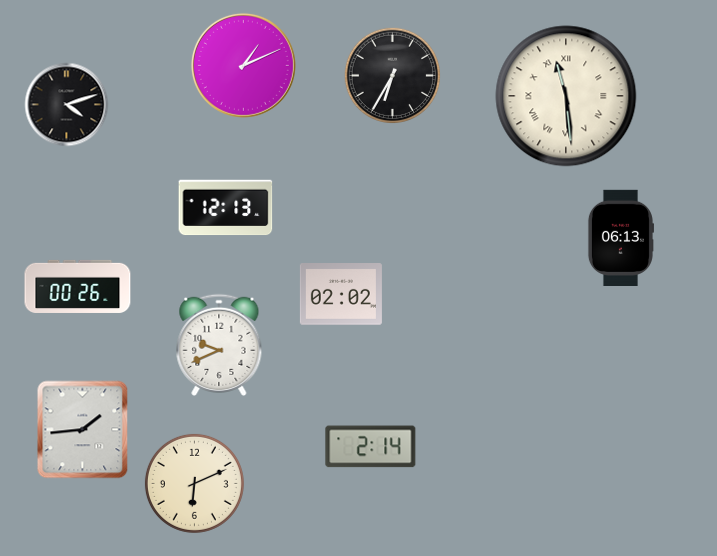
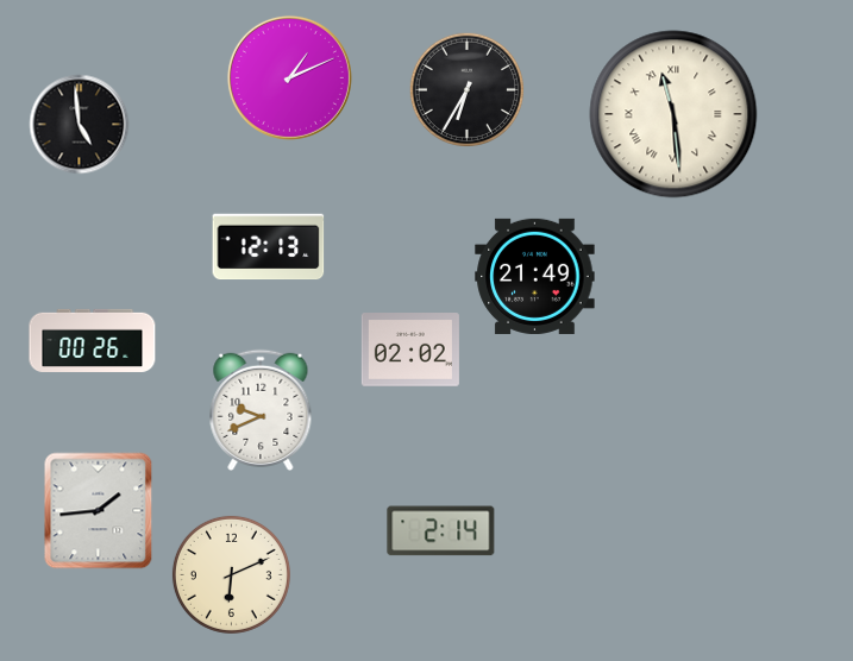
clock at (67, 105): 4:12 -> 4:59
clock at (535, 276): none -> 21:49
clock at (620, 237): 06:13 -> none
clock at (341, 295) position: (341, 295) -> (410, 351)
